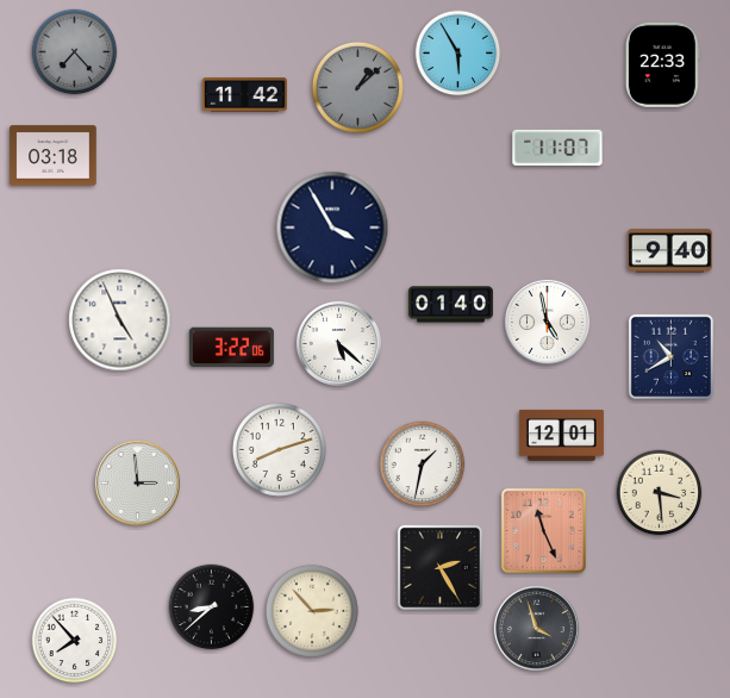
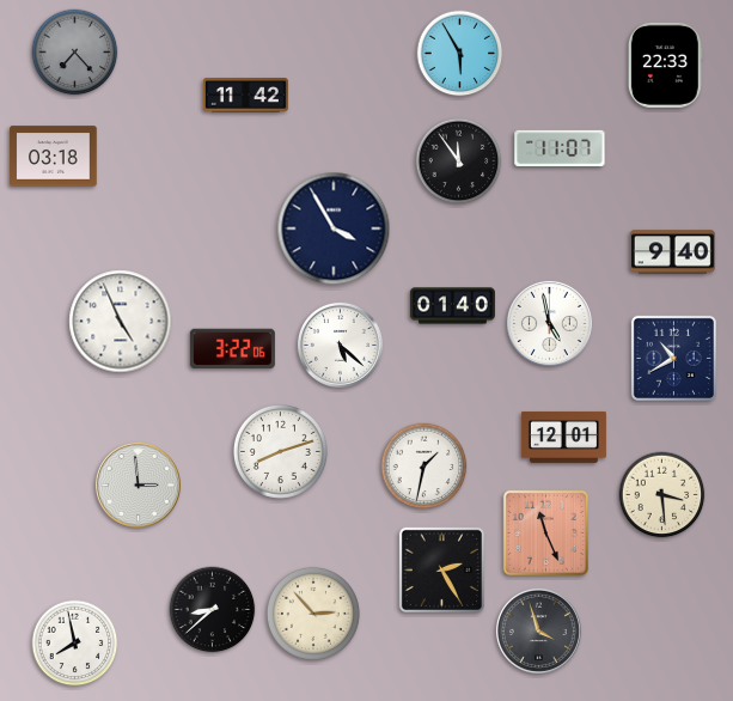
clock at (357, 87): 1:08 -> none
clock at (459, 161): none -> 11:54
clock at (75, 641): 7:53 -> 7:58
